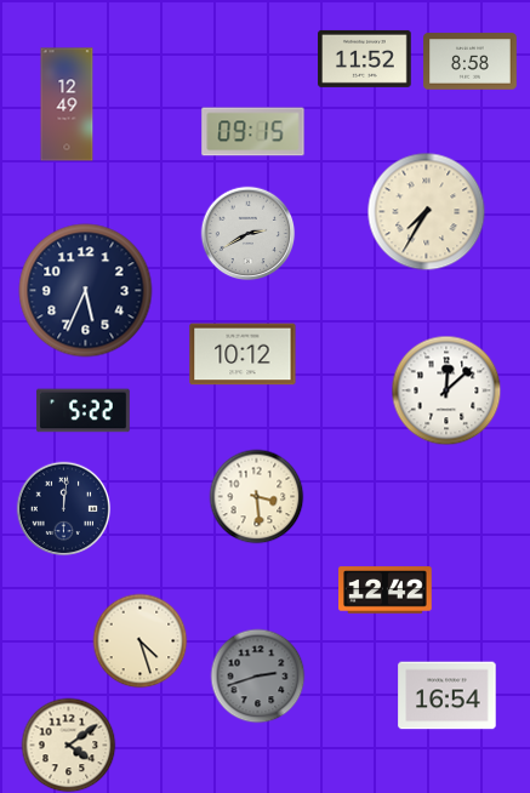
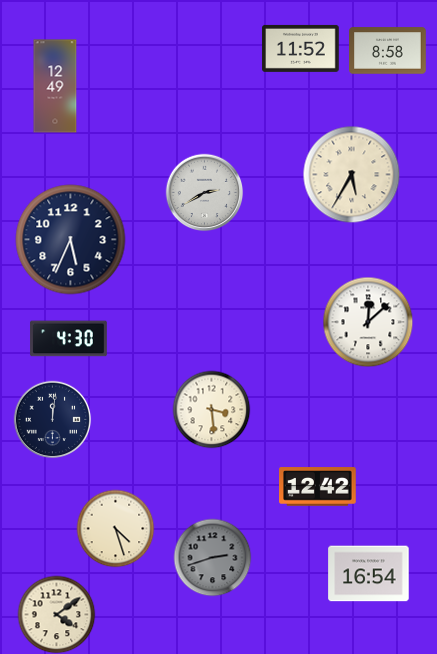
clock at (253, 132): 09:15 -> none
clock at (426, 211): 7:35 -> 5:35
clock at (243, 354): 10:12 -> none
clock at (84, 411): 5:22 -> 4:30
